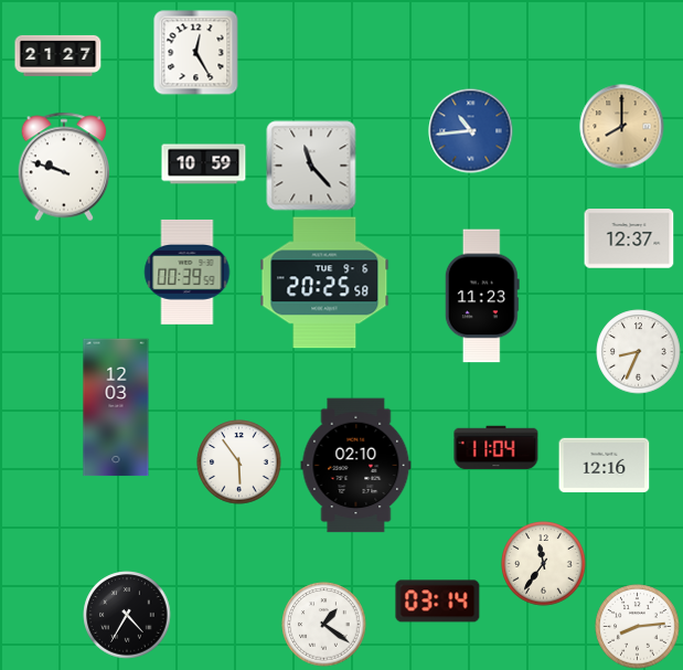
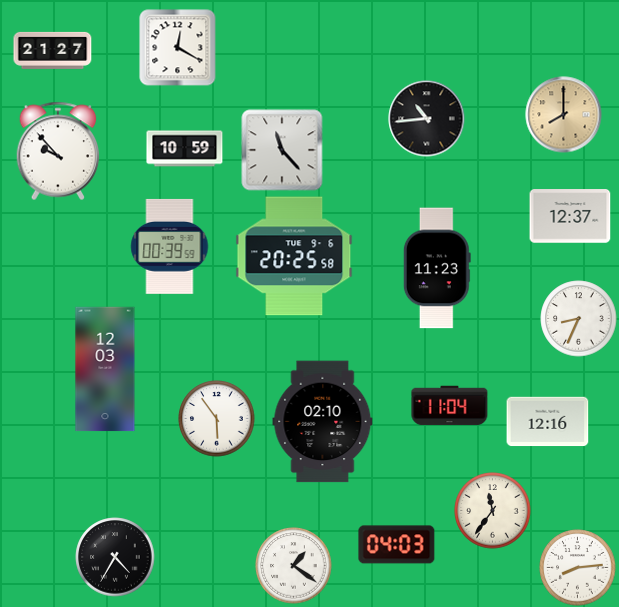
clock at (196, 53): 12:25 -> 12:20
clock at (471, 131) dial: blue -> black
clock at (64, 167): 9:48 -> 9:53
clock at (438, 602): 03:14 -> 04:03
